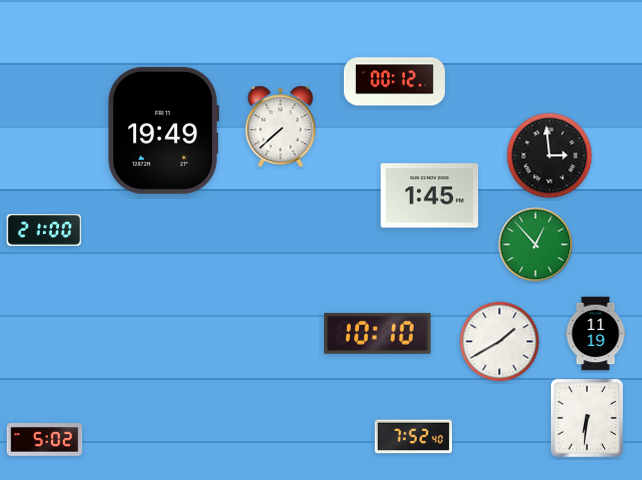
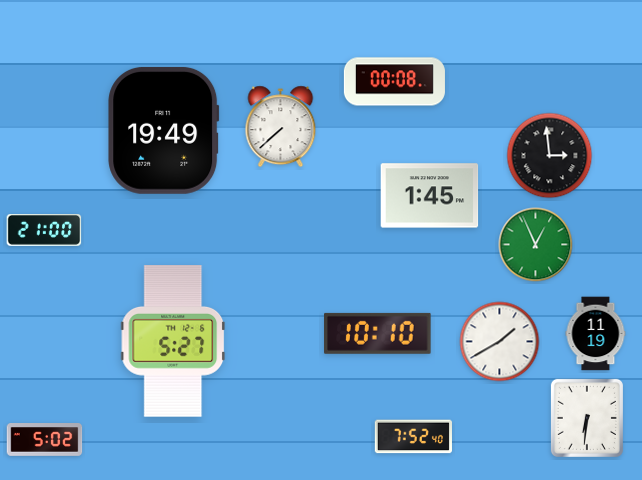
clock at (394, 82): 00:12 -> 00:08
clock at (536, 245): 12:53 -> 12:56
clock at (173, 341): none -> 5:27
